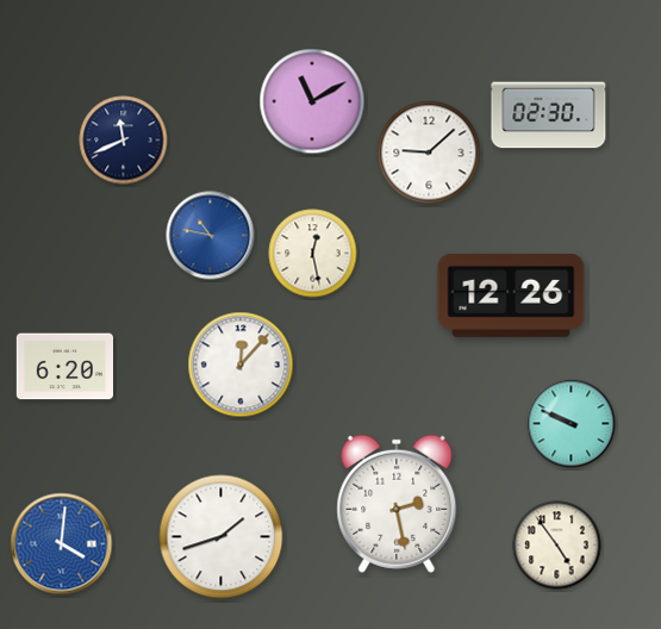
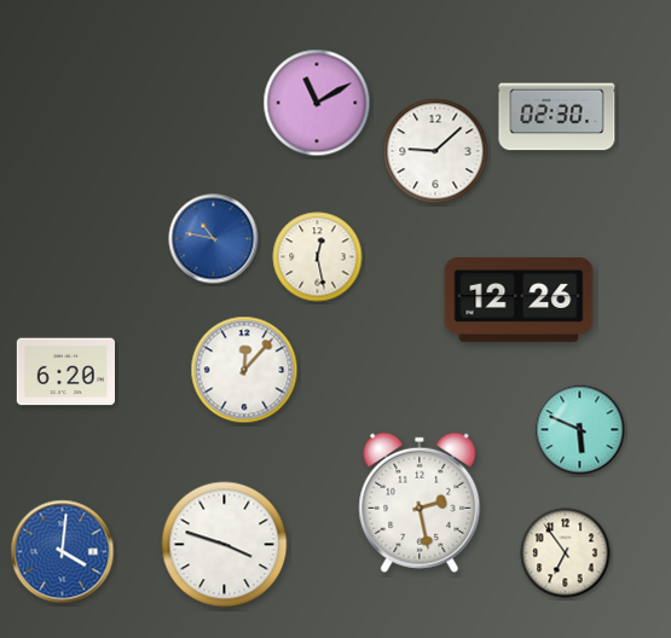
clock at (124, 141): 11:41 -> none
clock at (429, 152) position: (429, 152) -> (435, 151)
clock at (572, 424): 9:49 -> 5:49
clock at (397, 504) position: (397, 504) -> (420, 503)
clock at (222, 537): 1:42 -> 3:48
clock at (557, 546): 4:54 -> 6:54
